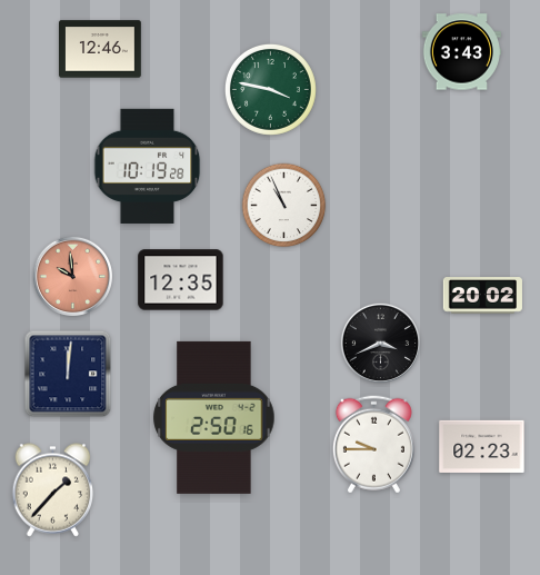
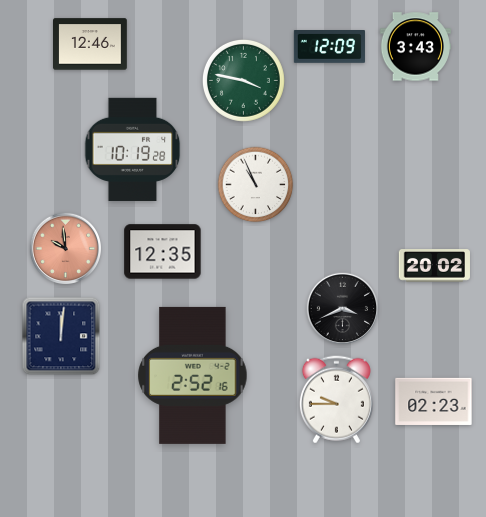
clock at (329, 47): none -> 12:09
clock at (214, 417): 2:50 -> 2:52
clock at (53, 490): 1:37 -> none
